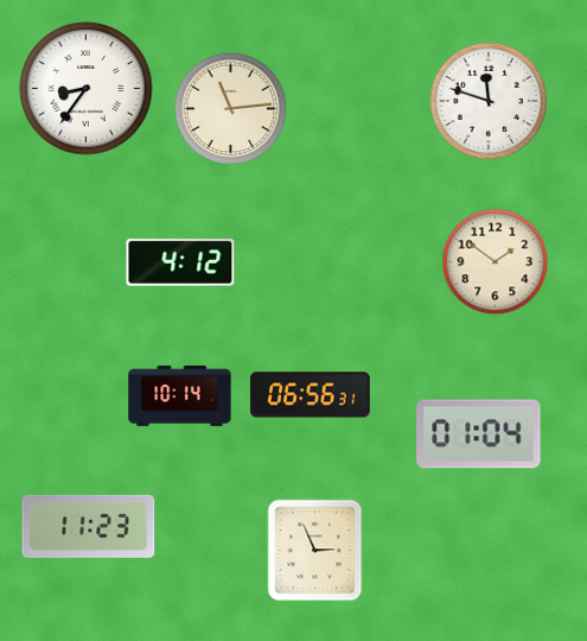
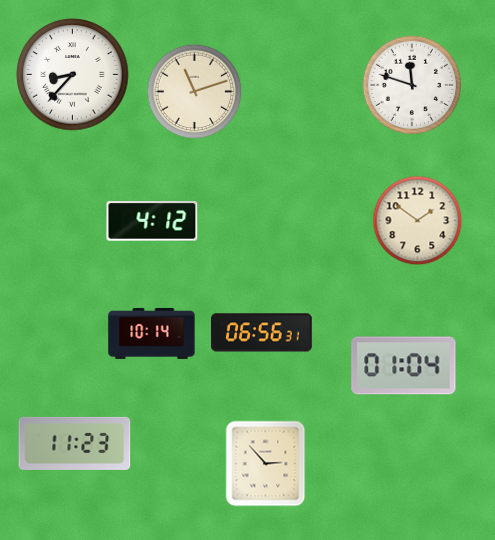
clock at (87, 89): 8:36 -> 8:37
clock at (231, 109): 11:14 -> 11:12
clock at (315, 551): 2:56 -> 2:53
